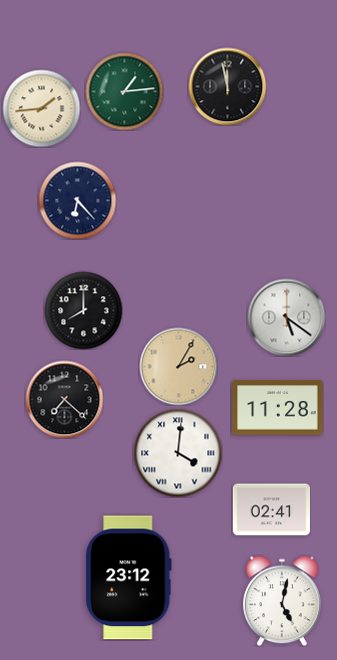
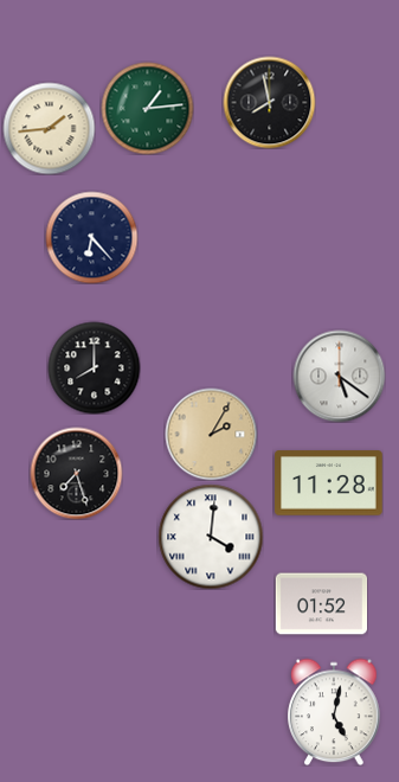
clock at (227, 86): 11:58 -> 7:58
clock at (83, 310) position: (83, 310) -> (94, 367)
clock at (64, 399): 7:22 -> 7:27
clock at (271, 510): 02:41 -> 01:52
clock at (129, 578): 23:12 -> none
